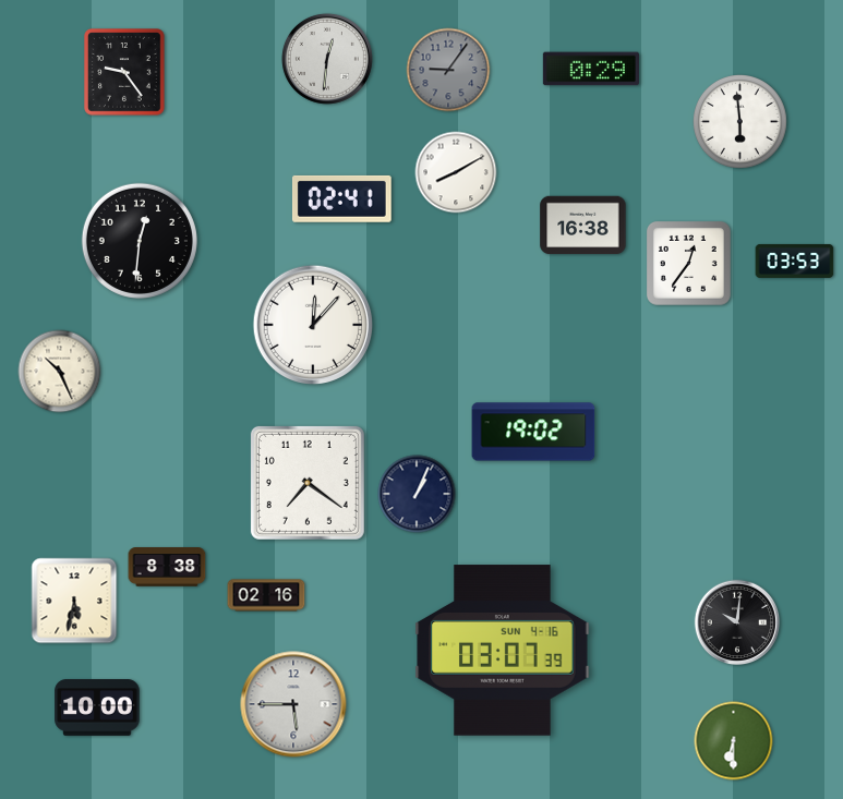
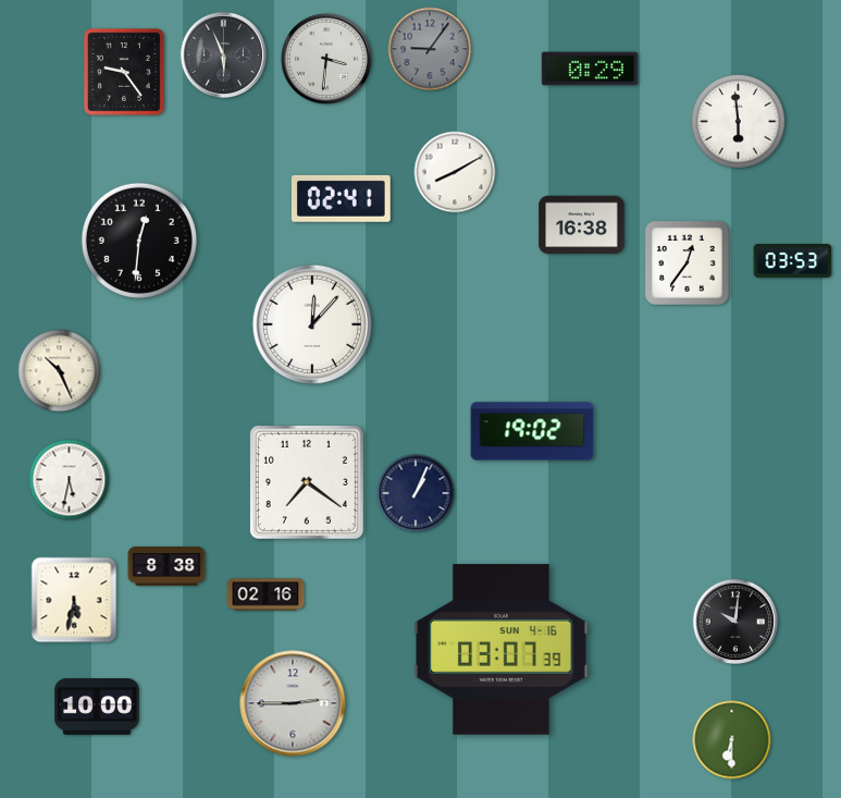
clock at (223, 54): none -> 5:56
clock at (327, 59): 12:31 -> 3:31
clock at (448, 70) position: (448, 70) -> (430, 49)
clock at (70, 480): none -> 5:32
clock at (293, 704): 5:45 -> 2:45
